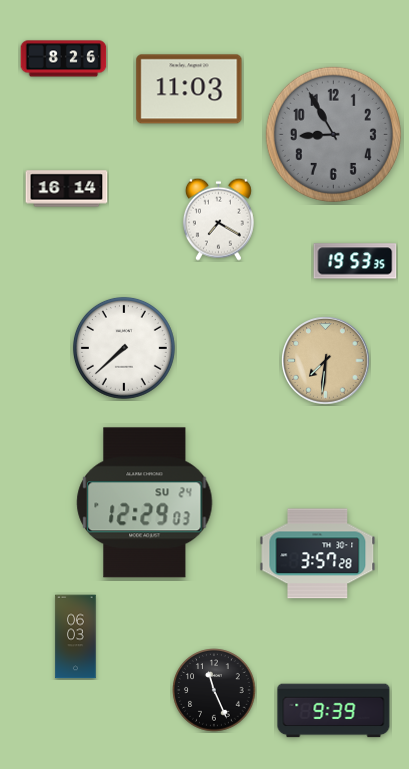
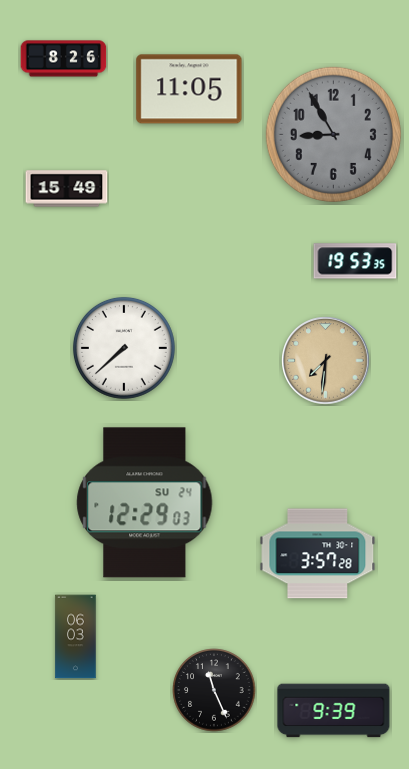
clock at (189, 89): 11:03 -> 11:05
clock at (67, 189): 16:14 -> 15:49
clock at (218, 219): 7:20 -> none
